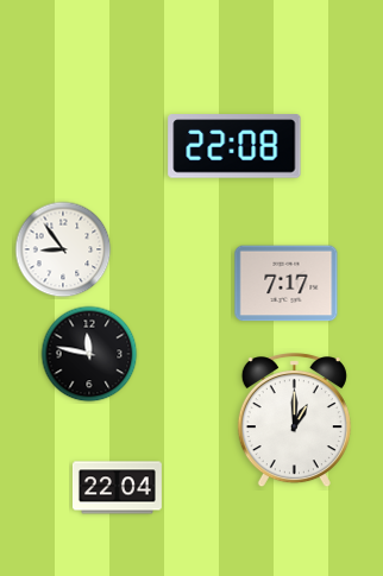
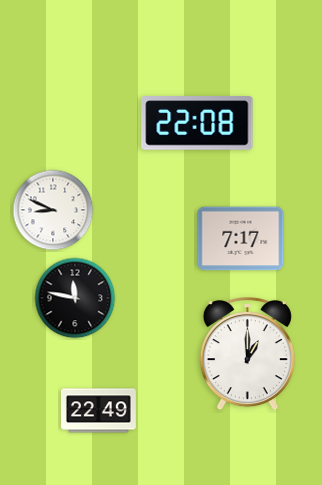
clock at (63, 249): 8:54 -> 8:49
clock at (117, 488): 22:04 -> 22:49
